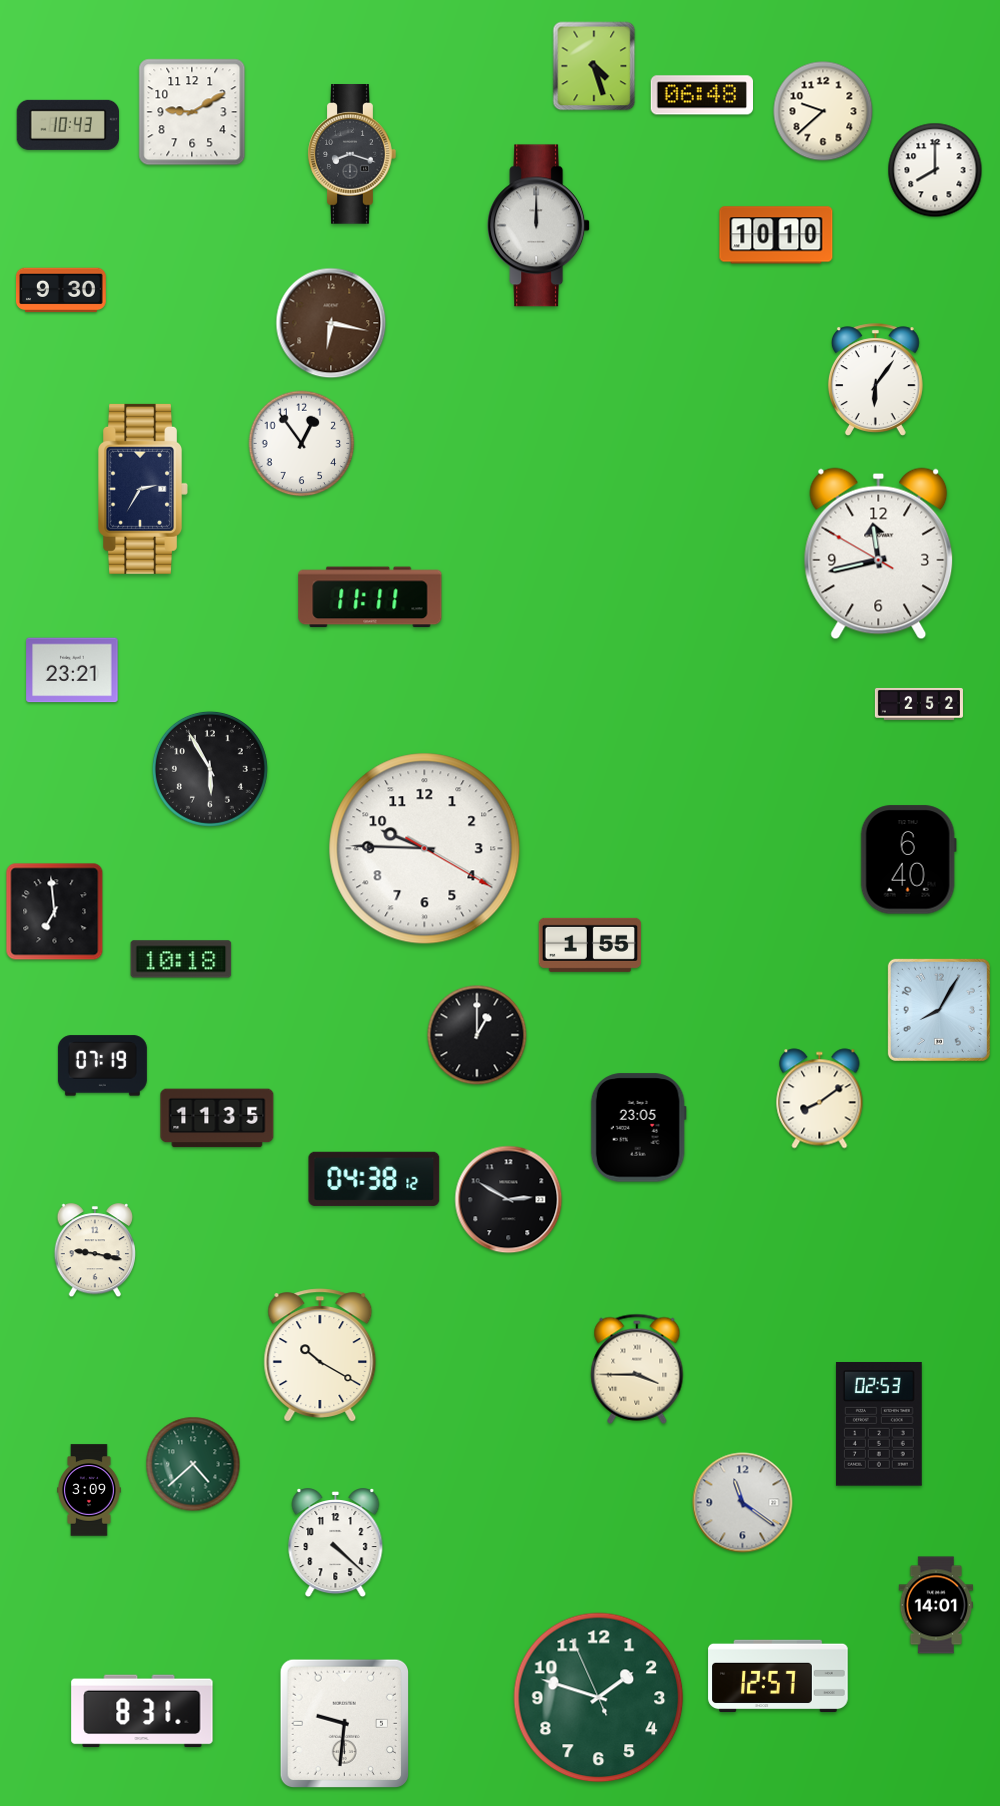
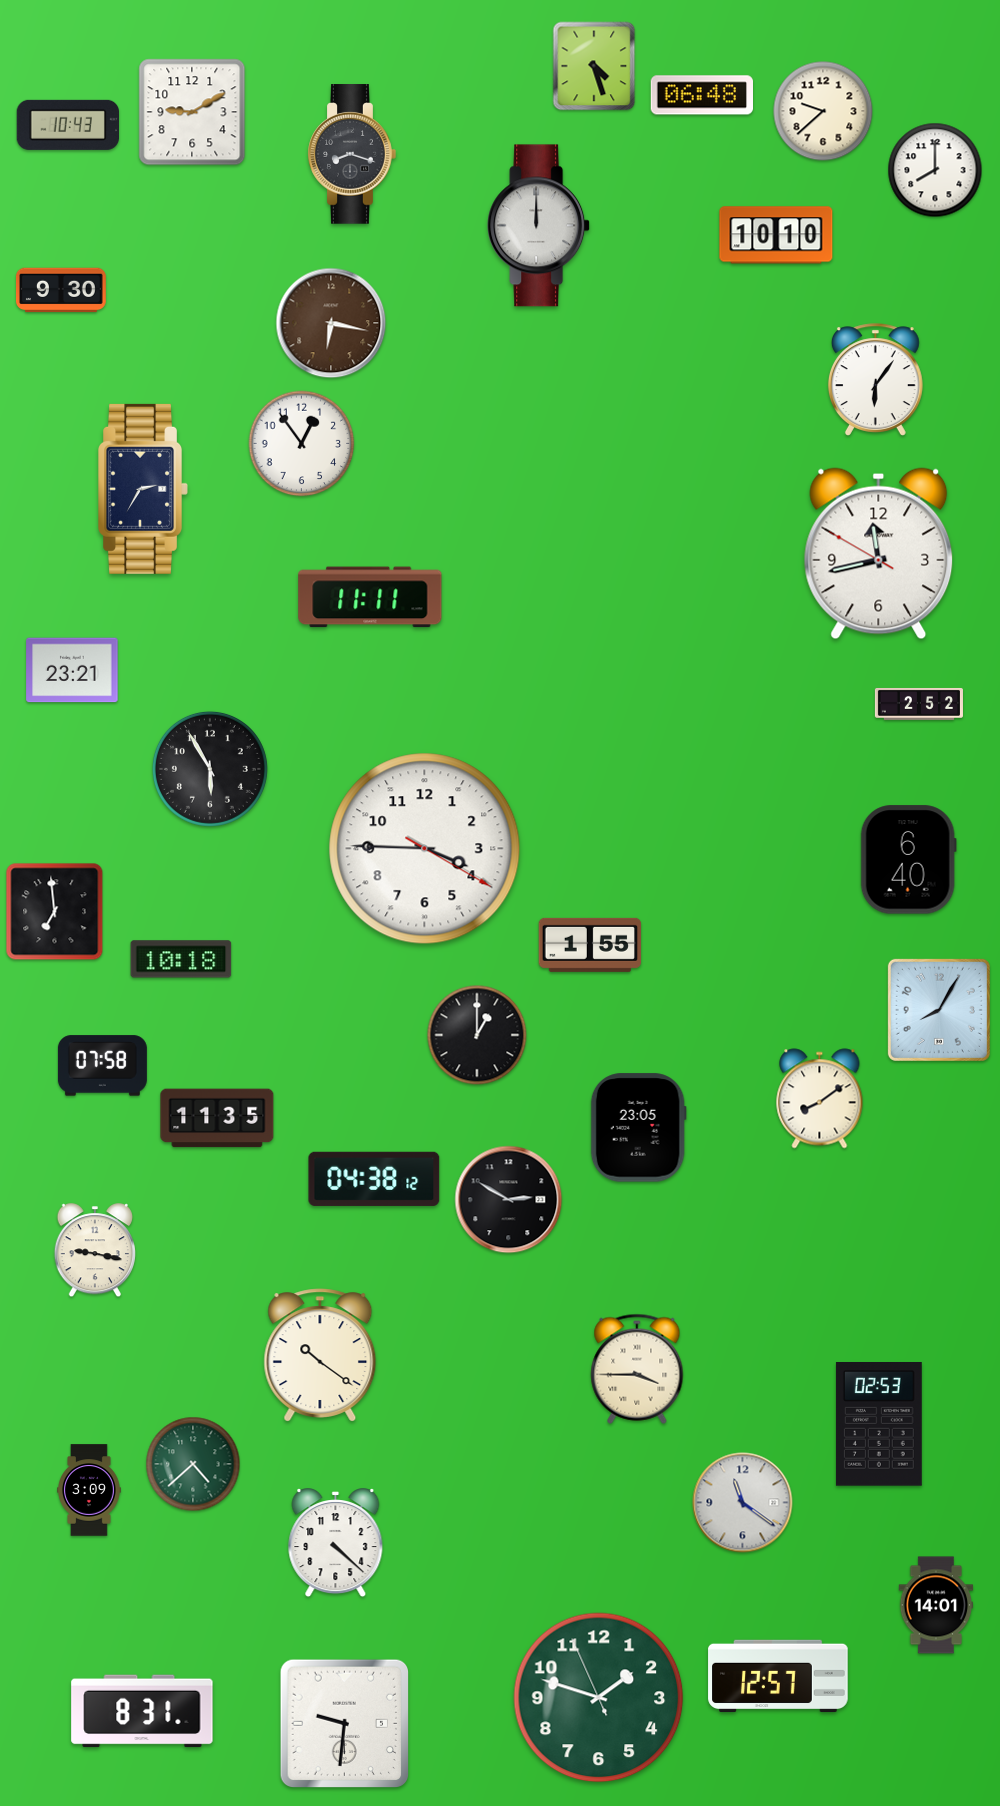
clock at (425, 849): 9:45 -> 3:45
clock at (102, 1066): 07:19 -> 07:58
clock at (320, 1355): 10:20 -> 10:21
